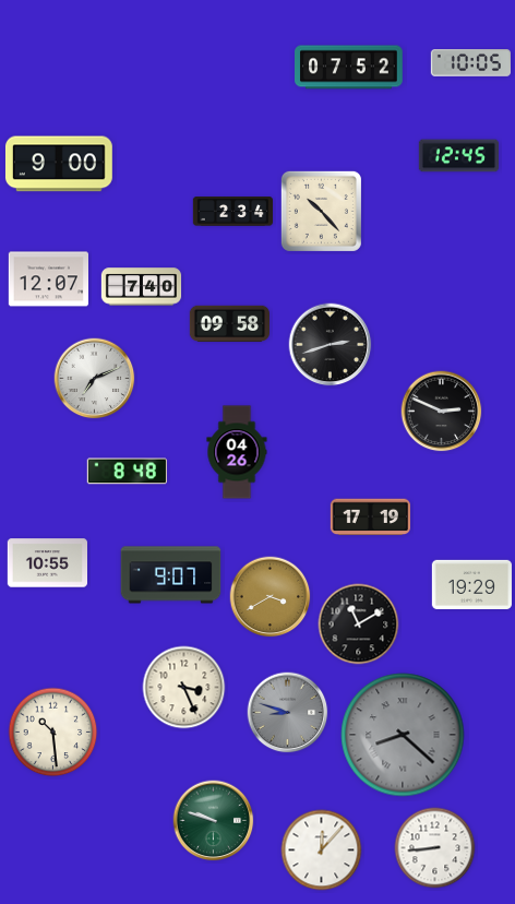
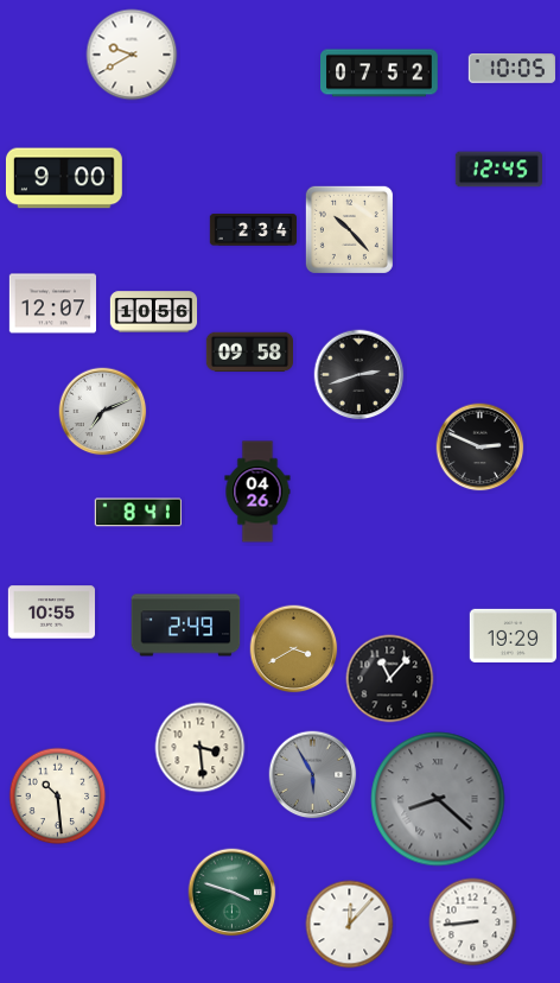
clock at (132, 55): none -> 9:40
clock at (142, 287): 7:40 -> 10:56
clock at (127, 472): 8:48 -> 8:41
clock at (370, 518): 17:19 -> none
clock at (171, 575): 9:07 -> 2:49
clock at (359, 625): 11:10 -> 11:07
clock at (184, 688): 3:26 -> 3:29
clock at (288, 713): 8:48 -> 5:55
clock at (214, 821): 9:48 -> 3:48
